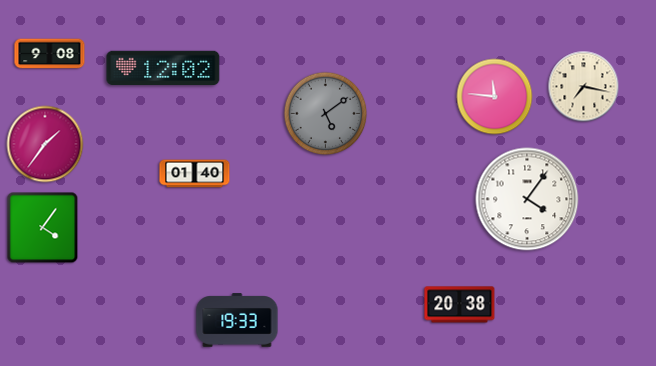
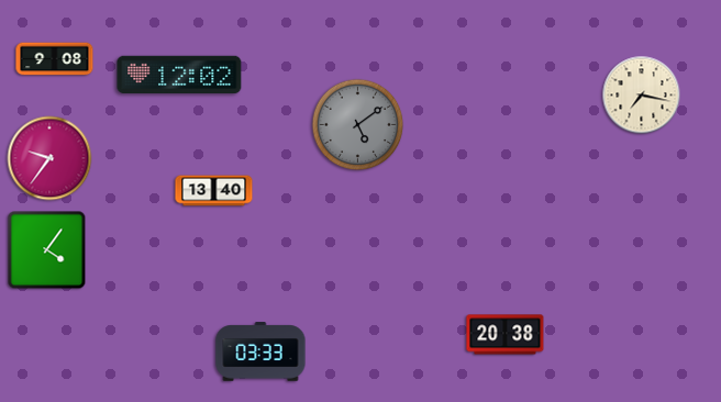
clock at (495, 97): 11:46 -> none
clock at (45, 144): 1:36 -> 9:36
clock at (195, 174): 01:40 -> 13:40
clock at (527, 199): 4:06 -> none
clock at (237, 320): 19:33 -> 03:33
